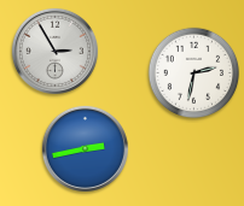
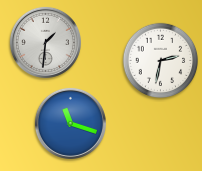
clock at (54, 51): 2:55 -> 1:31
clock at (85, 148): 2:43 -> 11:18
